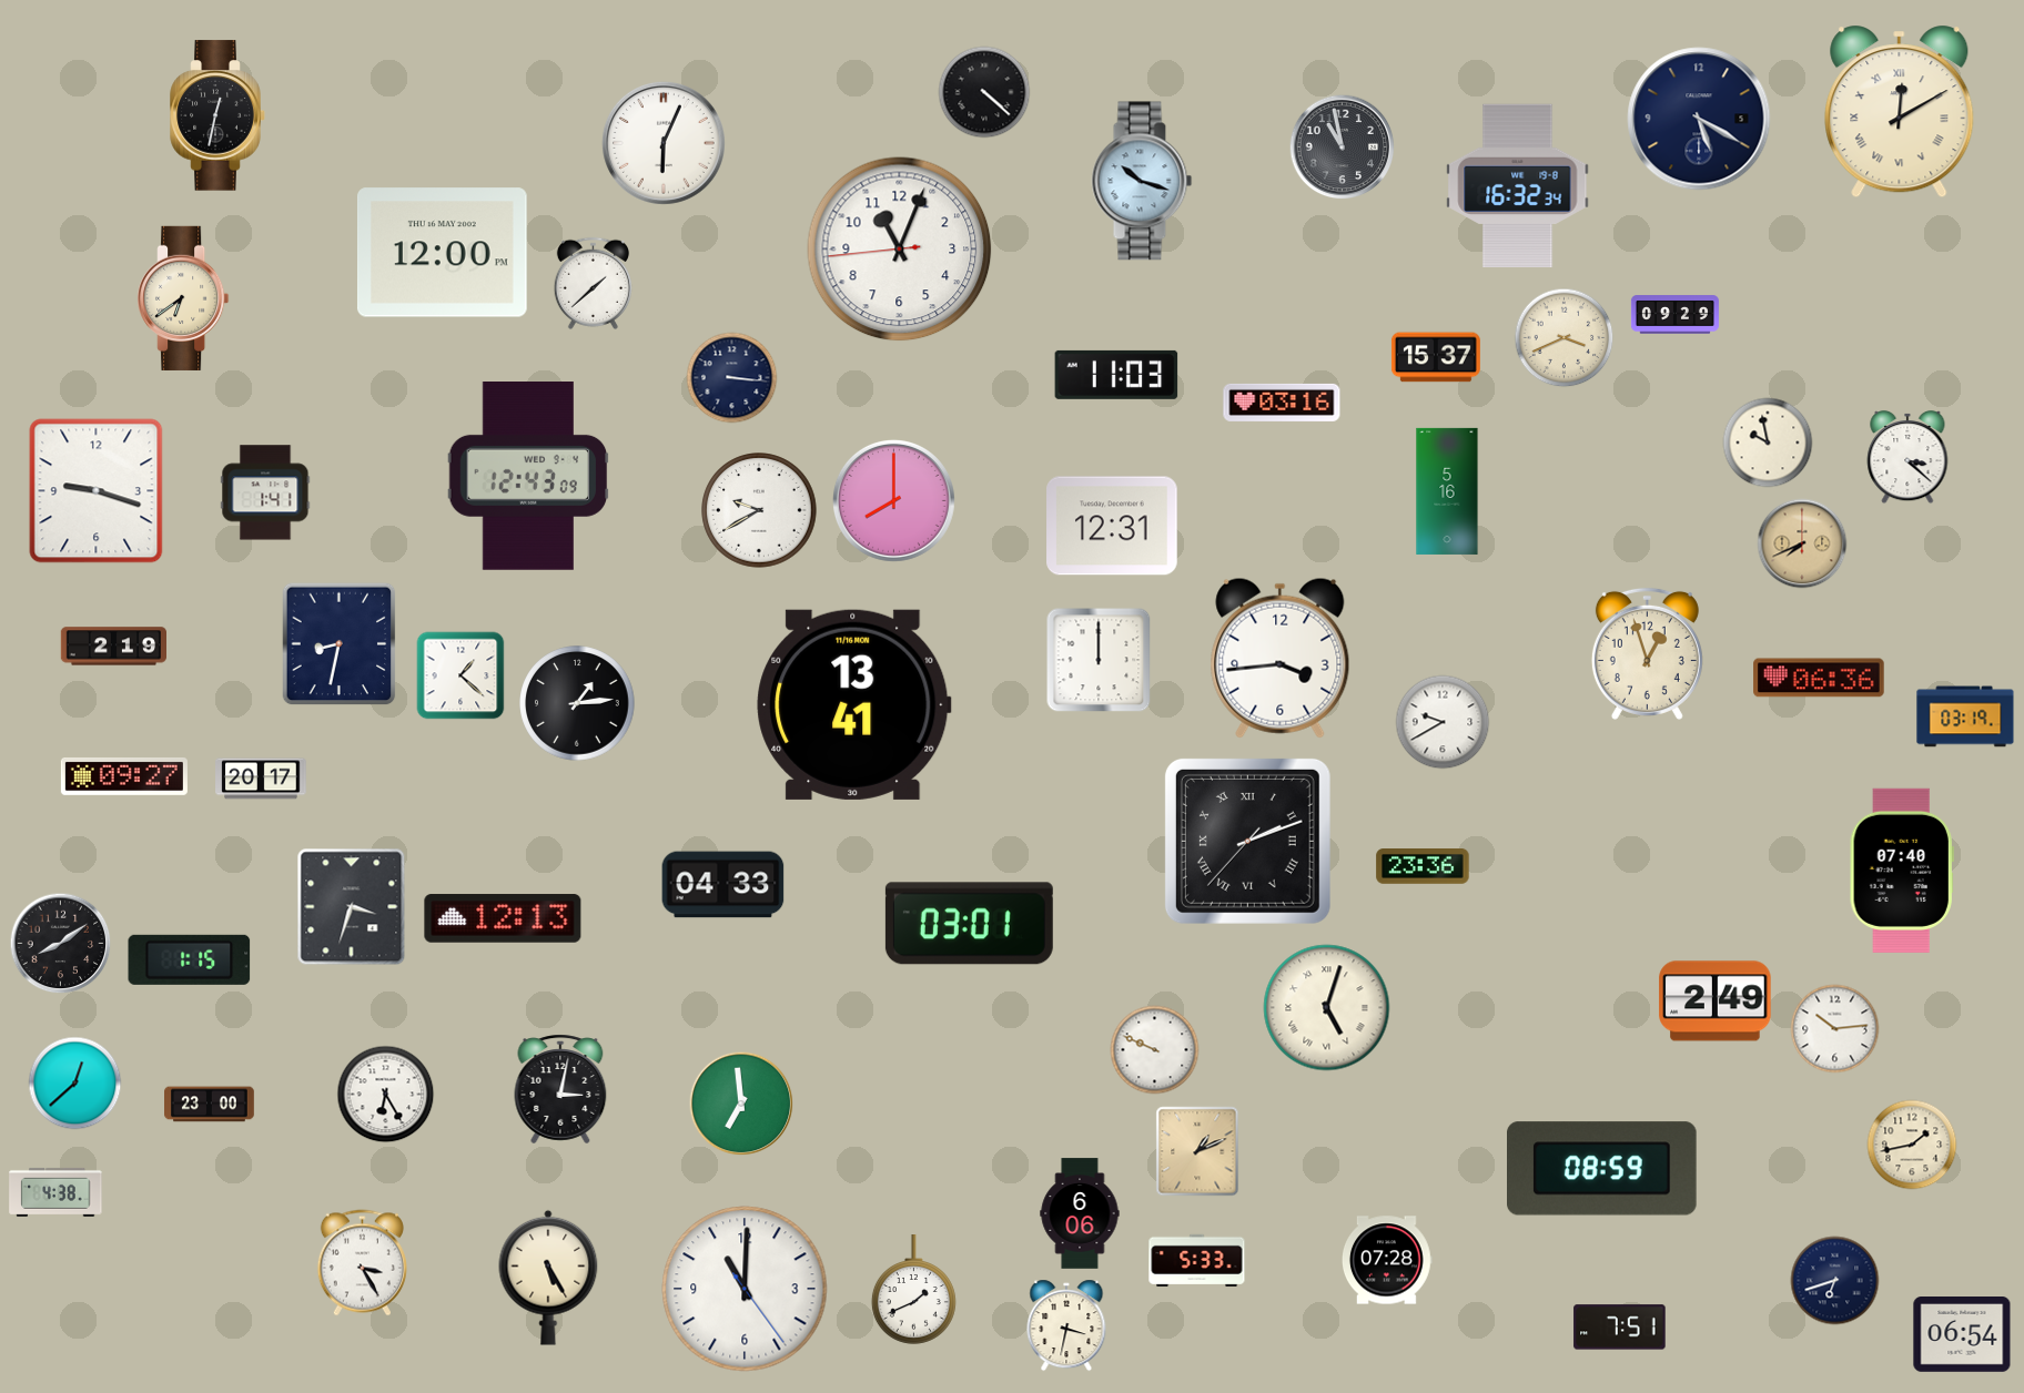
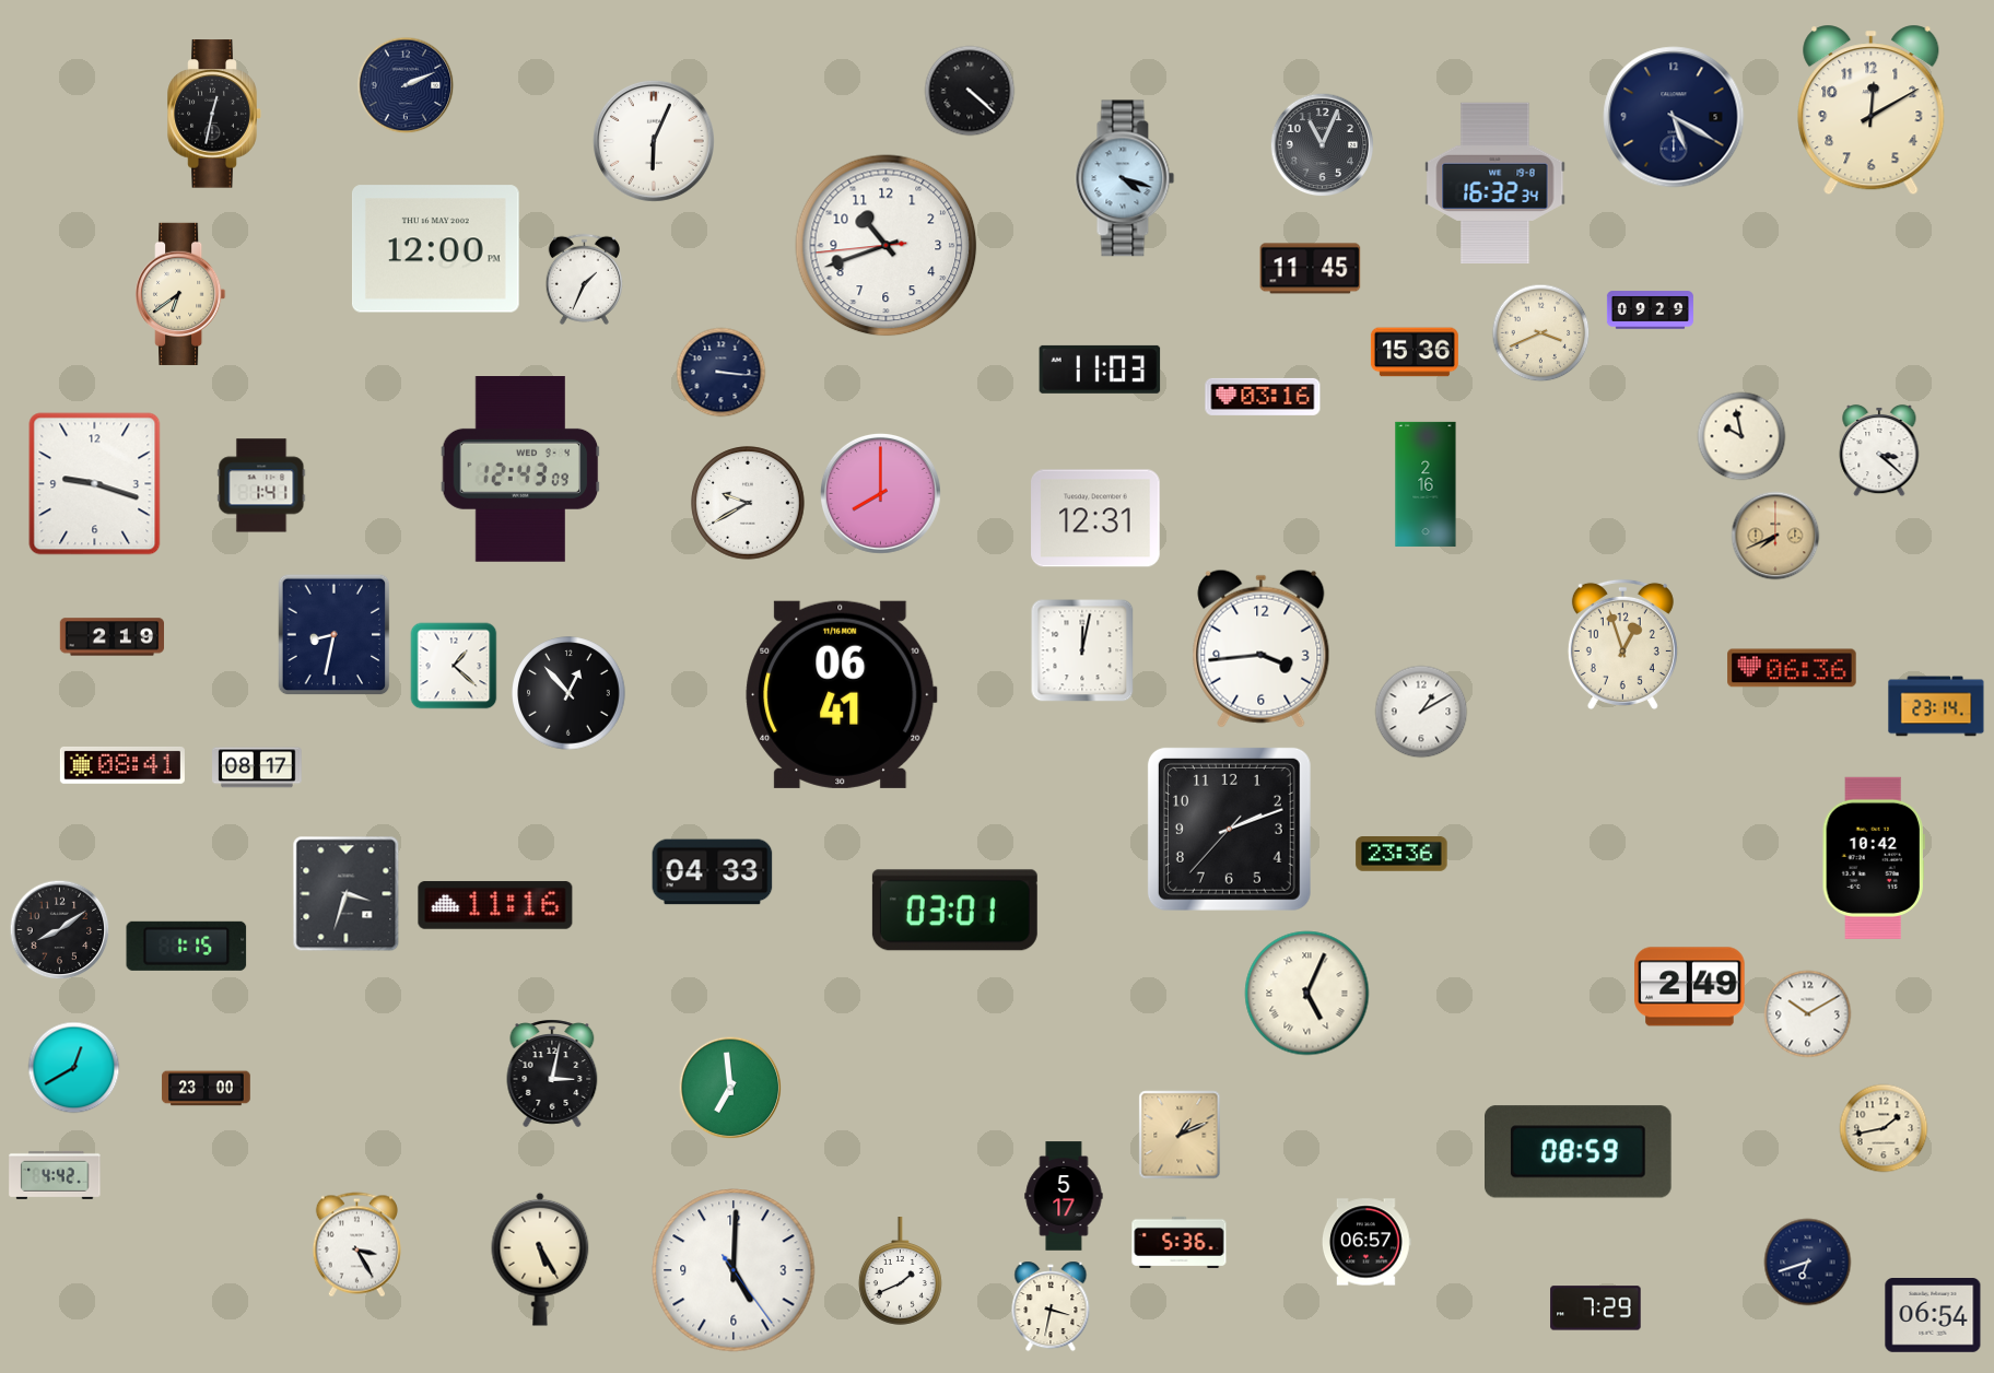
clock at (406, 85): none -> 2:11
clock at (1900, 112) numerals: Roman -> Arabic
clock at (1343, 148): 10:58 -> 11:04
clock at (1142, 181): 10:18 -> 4:18
clock at (900, 250): 11:03 -> 10:41
clock at (1311, 269): none -> 11:45
clock at (593, 283): 1:38 -> 1:34
clock at (1436, 357): 15:37 -> 15:36
clock at (1447, 491): 5:16 -> 2:16
clock at (1099, 660): 12:00 -> 12:02
clock at (577, 703): 1:14 -> 12:53
clock at (854, 704): 13:41 -> 06:41
clock at (1965, 716): 03:19 -> 23:14
clock at (1443, 722): 9:40 -> 1:10
clock at (124, 776): 09:27 -> 08:41
clock at (261, 779): 20:17 -> 08:17
clock at (1247, 841) numerals: Roman -> Arabic
clock at (1902, 871): 07:40 -> 10:42
clock at (503, 918): 12:13 -> 11:16
clock at (1327, 1008): 5:03 -> 5:04
clock at (1835, 1029): 10:14 -> 10:10
clock at (1155, 1050): 9:49 -> none
clock at (75, 1084): 12:38 -> 12:40
clock at (386, 1095): 6:25 -> none
clock at (55, 1192): 4:38 -> 4:42
clock at (1080, 1213): 6:06 -> 5:17
clock at (1197, 1260): 5:33 -> 5:36
clock at (1388, 1260): 07:28 -> 06:57
clock at (745, 1289): 11:00 -> 5:00
clock at (1620, 1328): 7:51 -> 7:29
